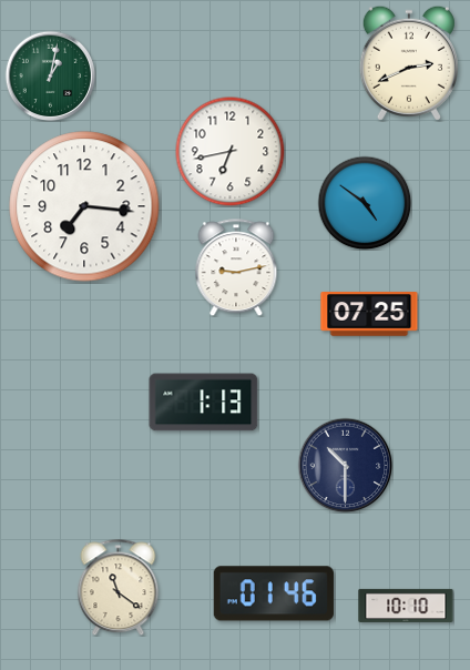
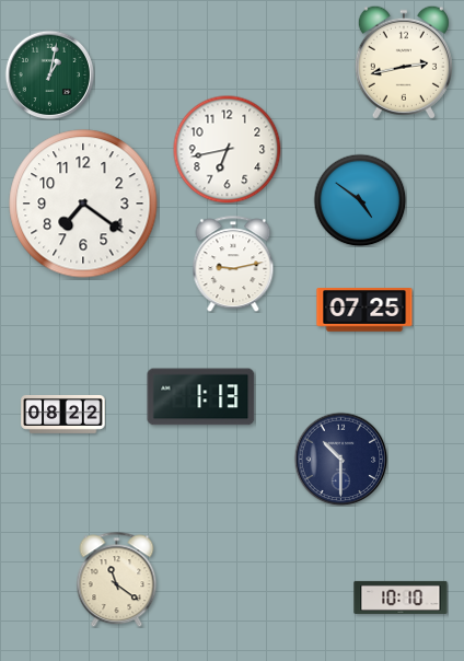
clock at (409, 63): 2:41 -> 2:43
clock at (84, 206): 7:16 -> 7:21
clock at (63, 414): none -> 08:22
clock at (274, 593): 01:46 -> none
